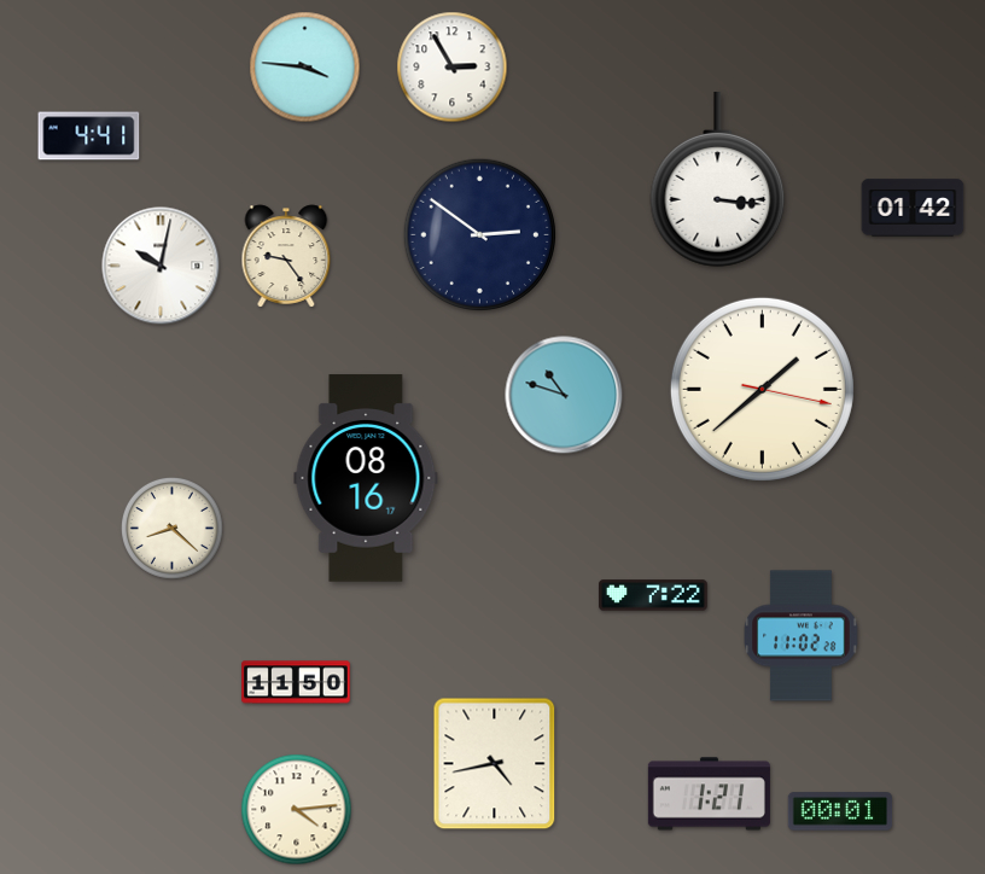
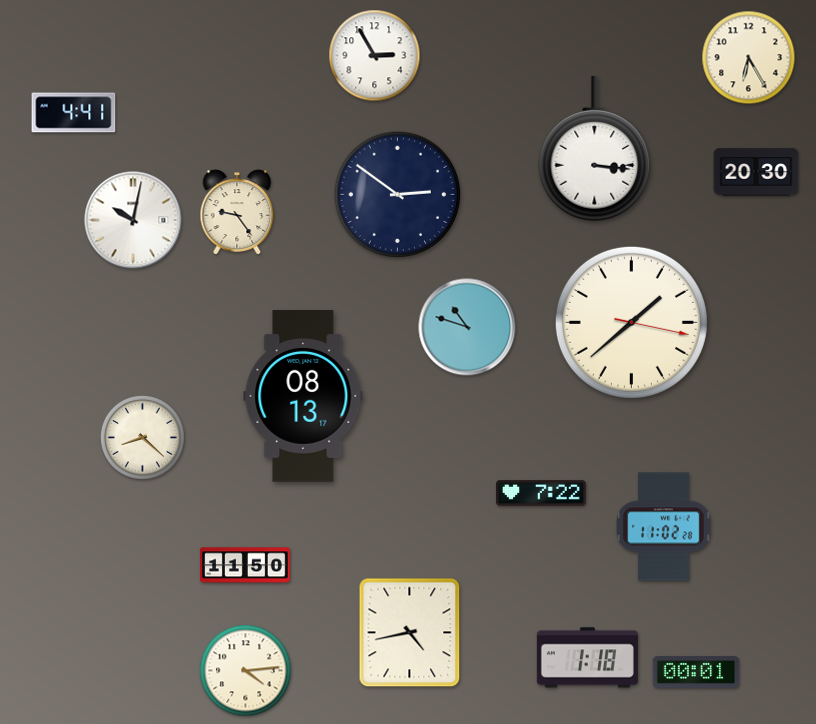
clock at (305, 68): 3:46 -> none
clock at (749, 58): none -> 6:25
clock at (913, 208): 01:42 -> 20:30
clock at (366, 478): 08:16 -> 08:13
clock at (709, 794): 1:21 -> 1:18
